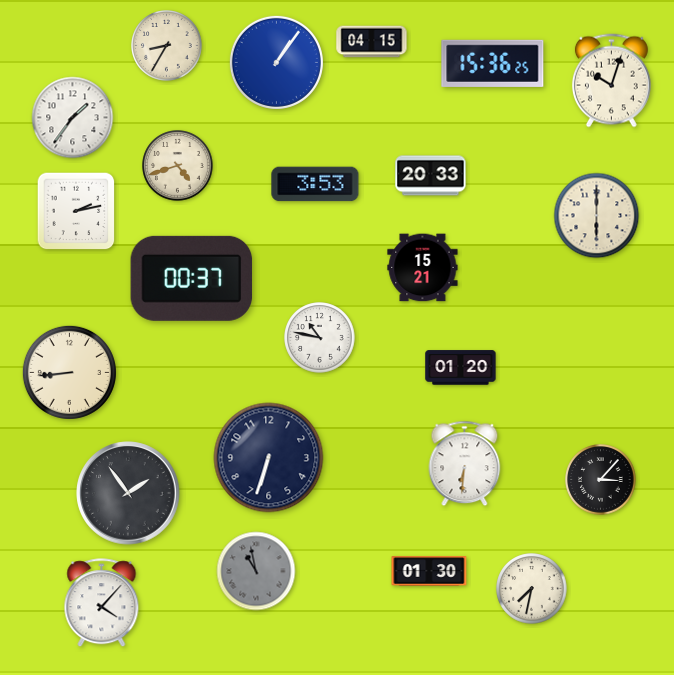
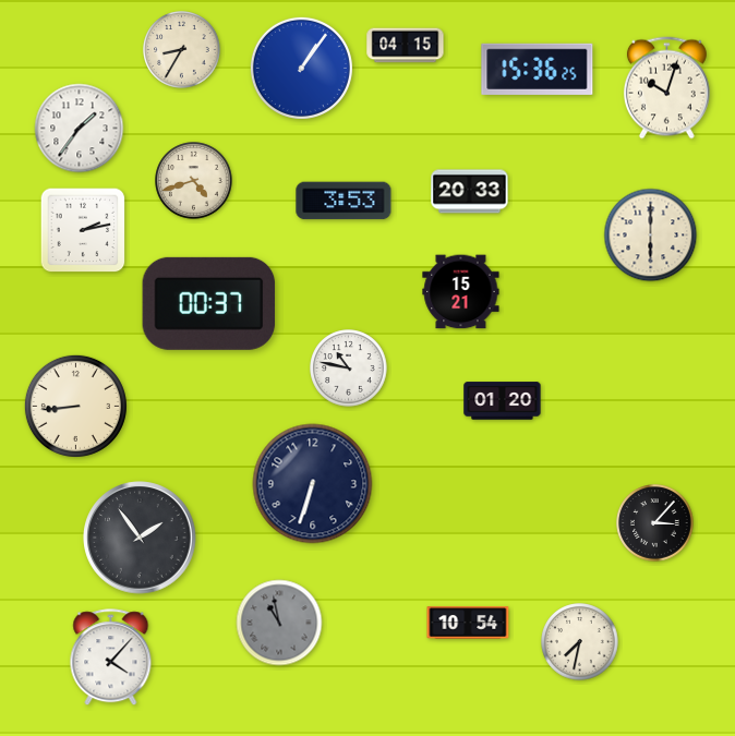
clock at (269, 458) position: (269, 458) -> (313, 484)
clock at (465, 464): 6:31 -> none
clock at (429, 571): 01:30 -> 10:54
